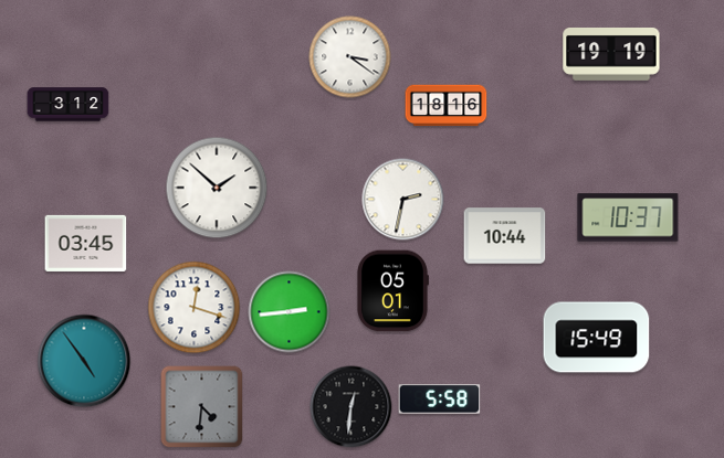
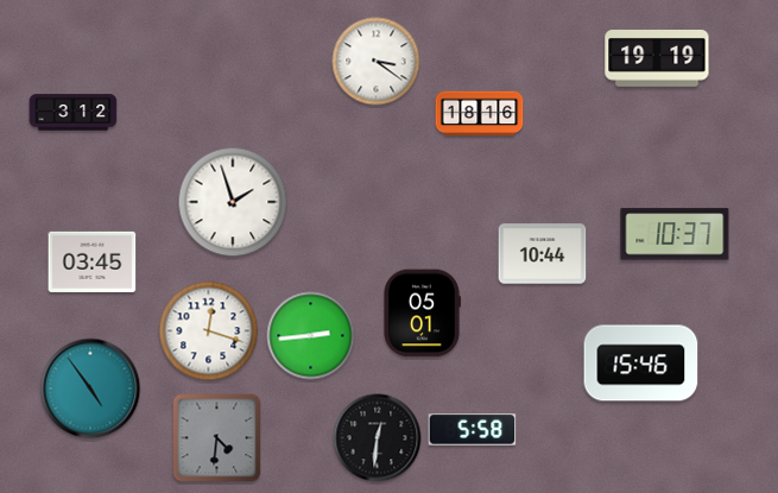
clock at (217, 188): 1:52 -> 1:57
clock at (403, 200): 2:32 -> none
clock at (597, 338): 15:49 -> 15:46
